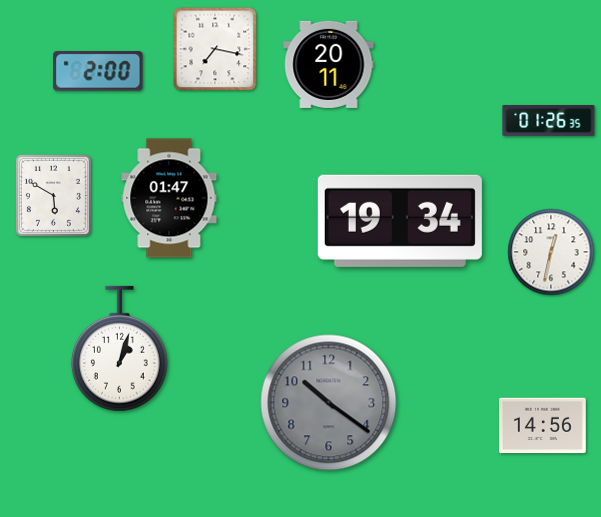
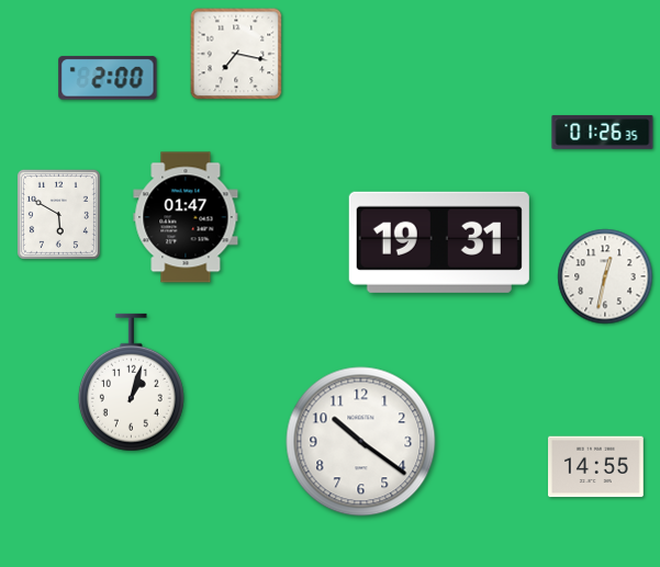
clock at (329, 64): 20:11 -> none
clock at (400, 221): 19:34 -> 19:31
clock at (329, 403) dial: grey -> white
clock at (543, 426): 14:56 -> 14:55
